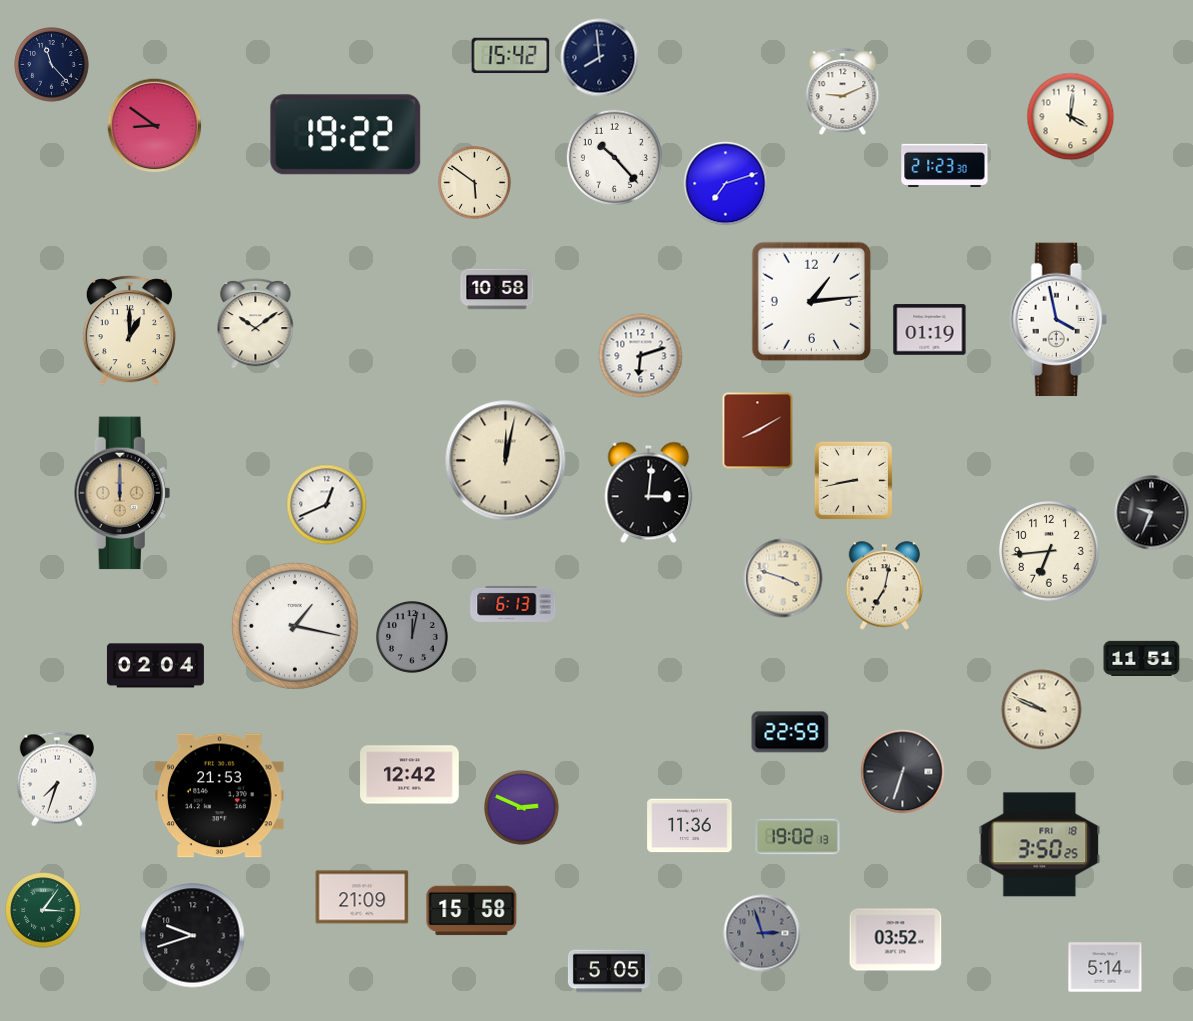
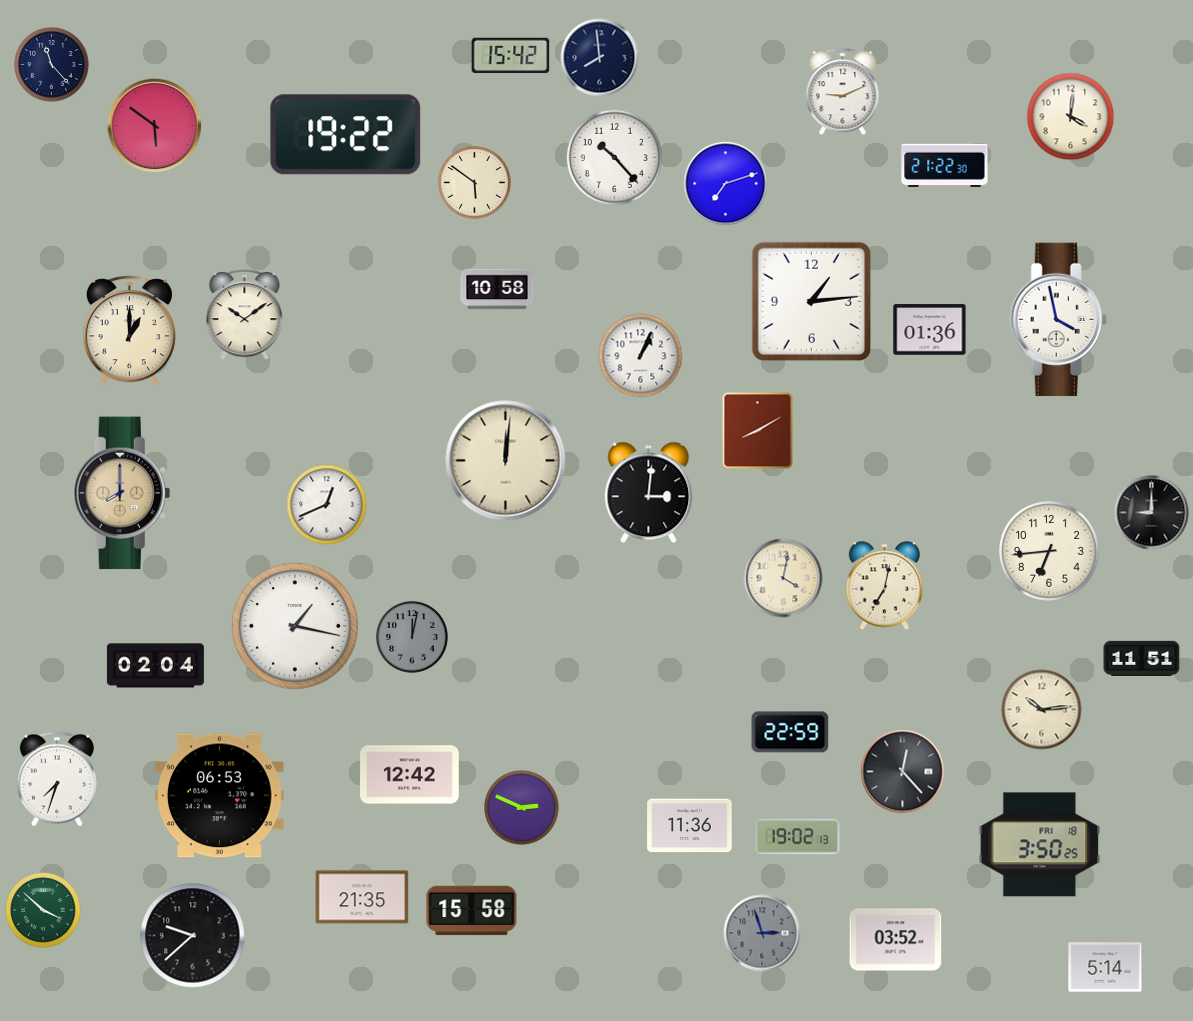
clock at (155, 126): 8:51 -> 5:51
clock at (945, 165): 21:23 -> 21:22
clock at (256, 323) position: (256, 323) -> (245, 314)
clock at (930, 330): 01:19 -> 01:36
clock at (641, 356): 6:12 -> 1:04
clock at (506, 461): 12:02 -> 12:01
clock at (853, 480): 8:43 -> none
clock at (122, 493): 12:00 -> 8:00
clock at (1152, 513): 9:34 -> 9:00
clock at (783, 578): 3:48 -> 4:02
clock at (513, 604): 6:13 -> none
clock at (1042, 710): 9:49 -> 10:14
clock at (903, 772): 6:33 -> 12:23
clock at (220, 796): 21:53 -> 06:53
clock at (362, 897): 21:09 -> 21:35
clock at (43, 910): 3:06 -> 3:52
clock at (193, 936): 9:42 -> 9:38
clock at (609, 971): 5:05 -> none
